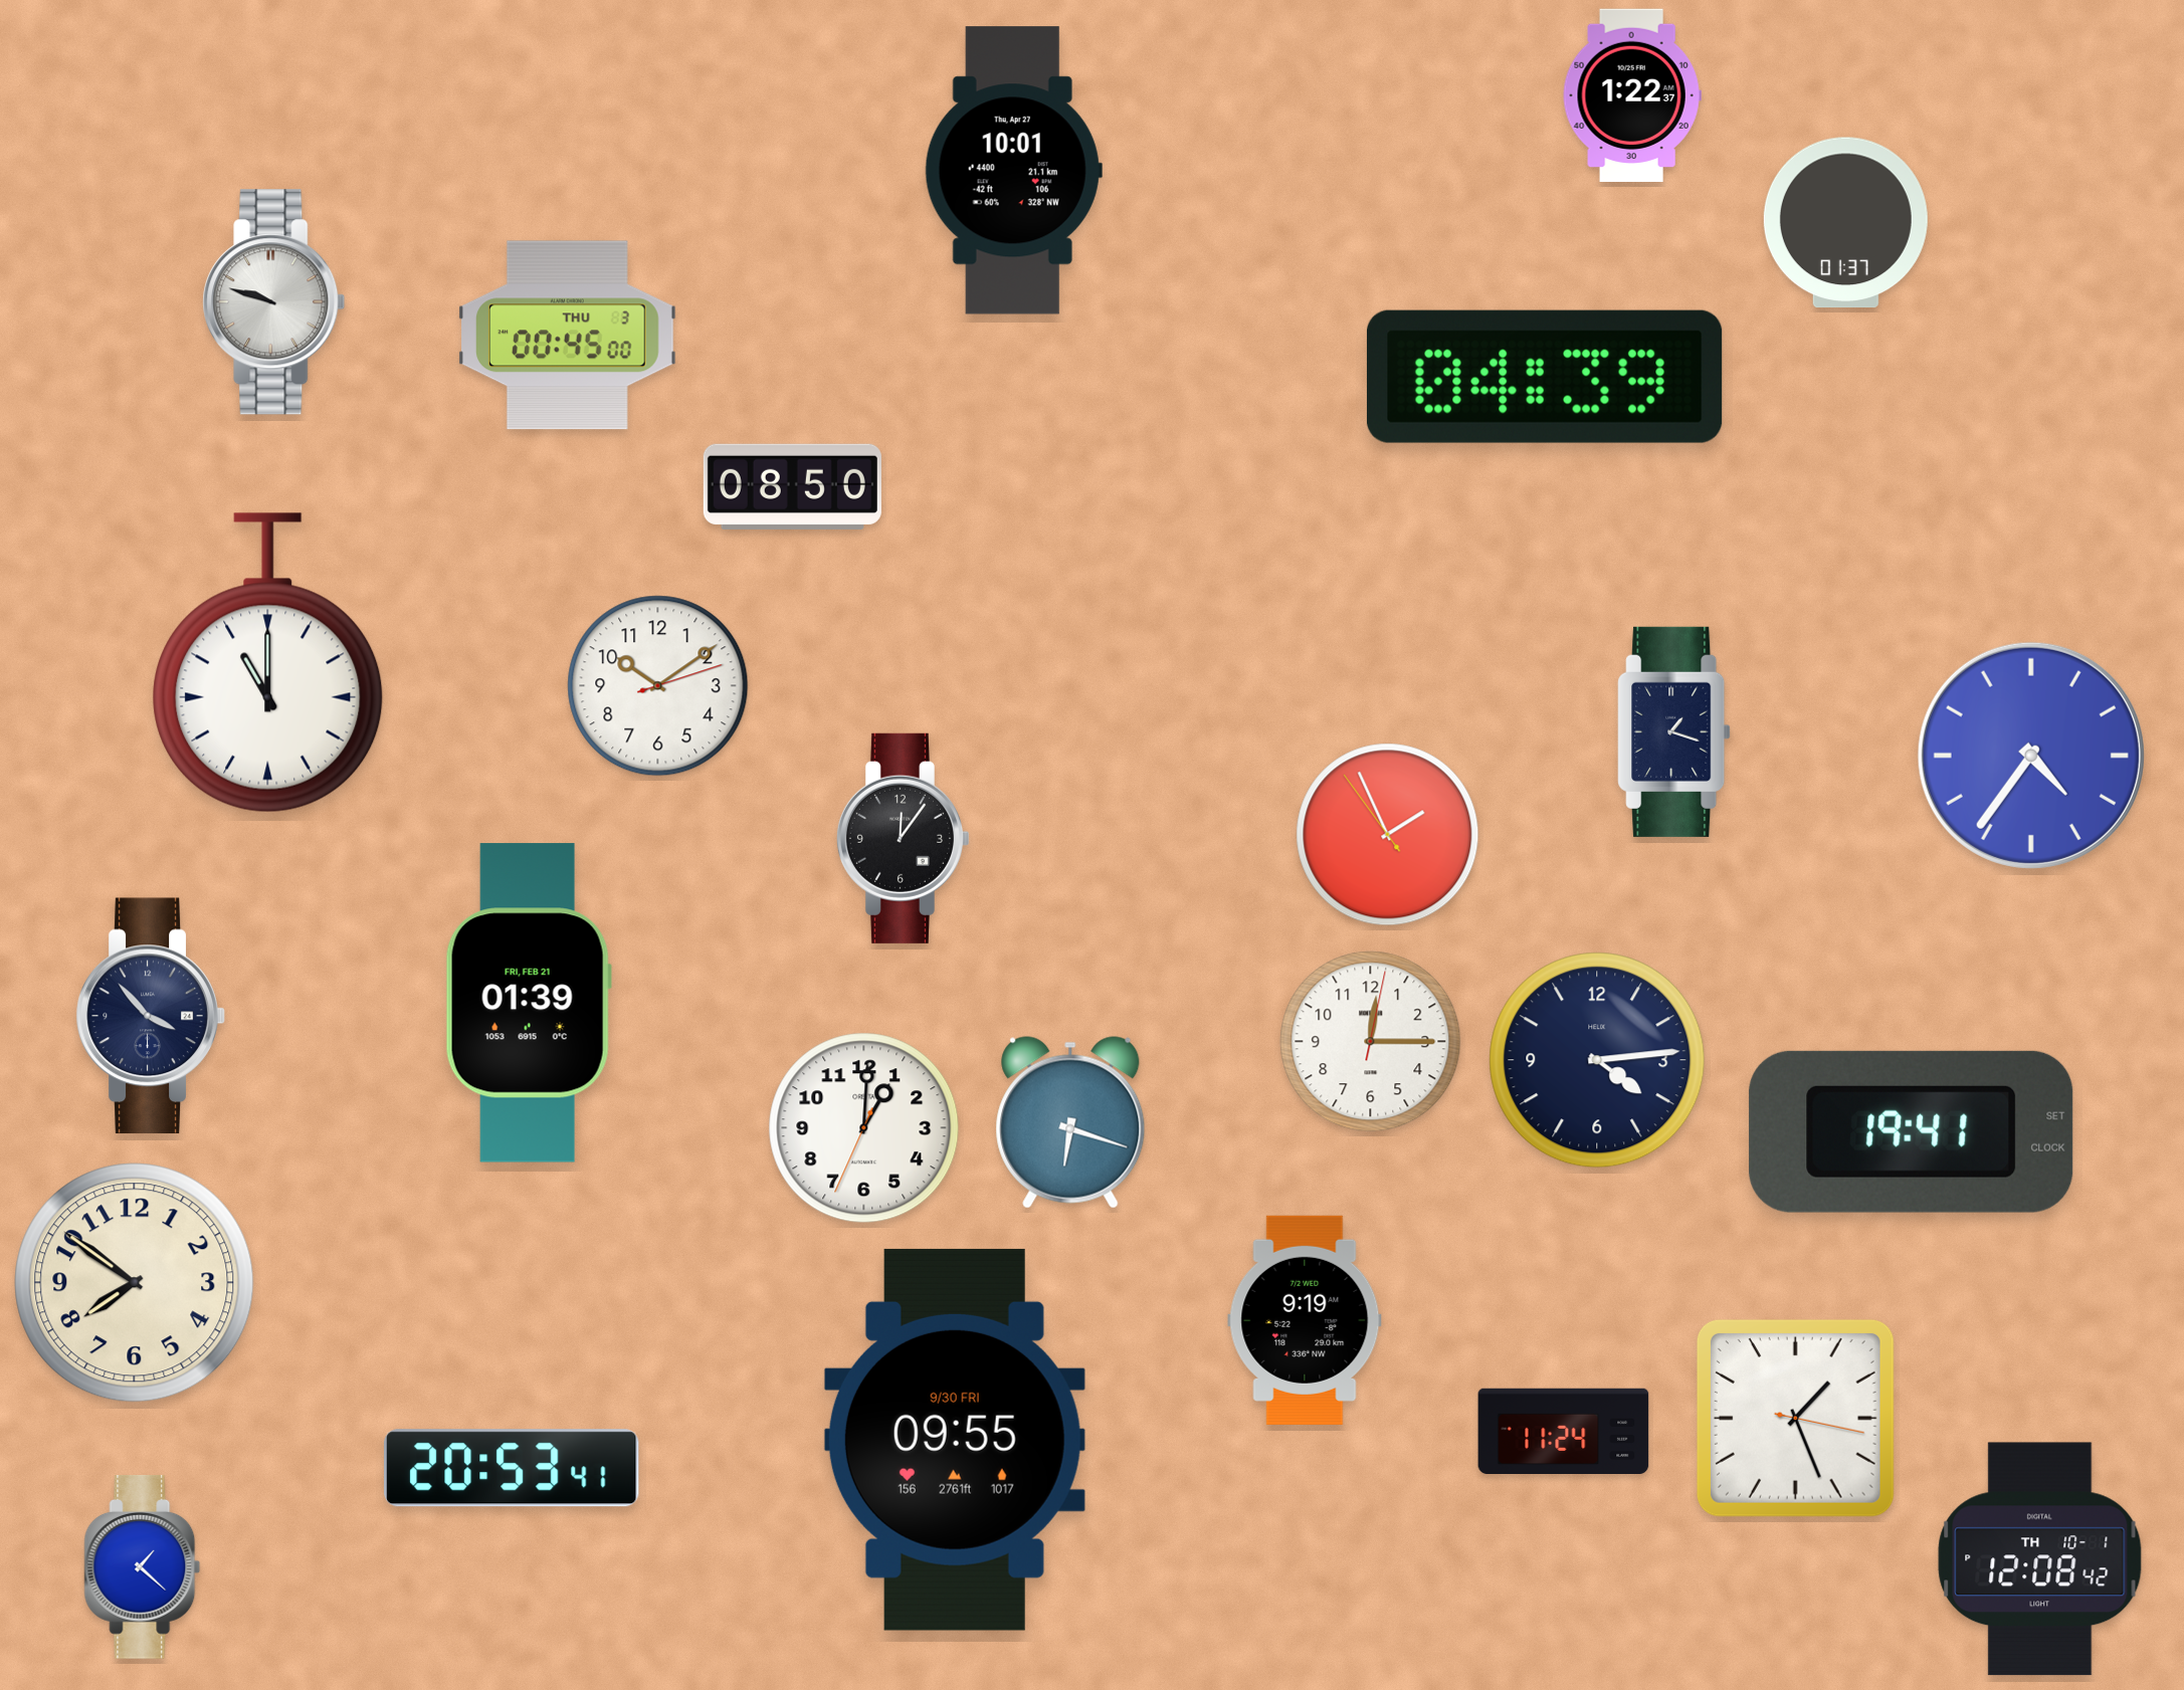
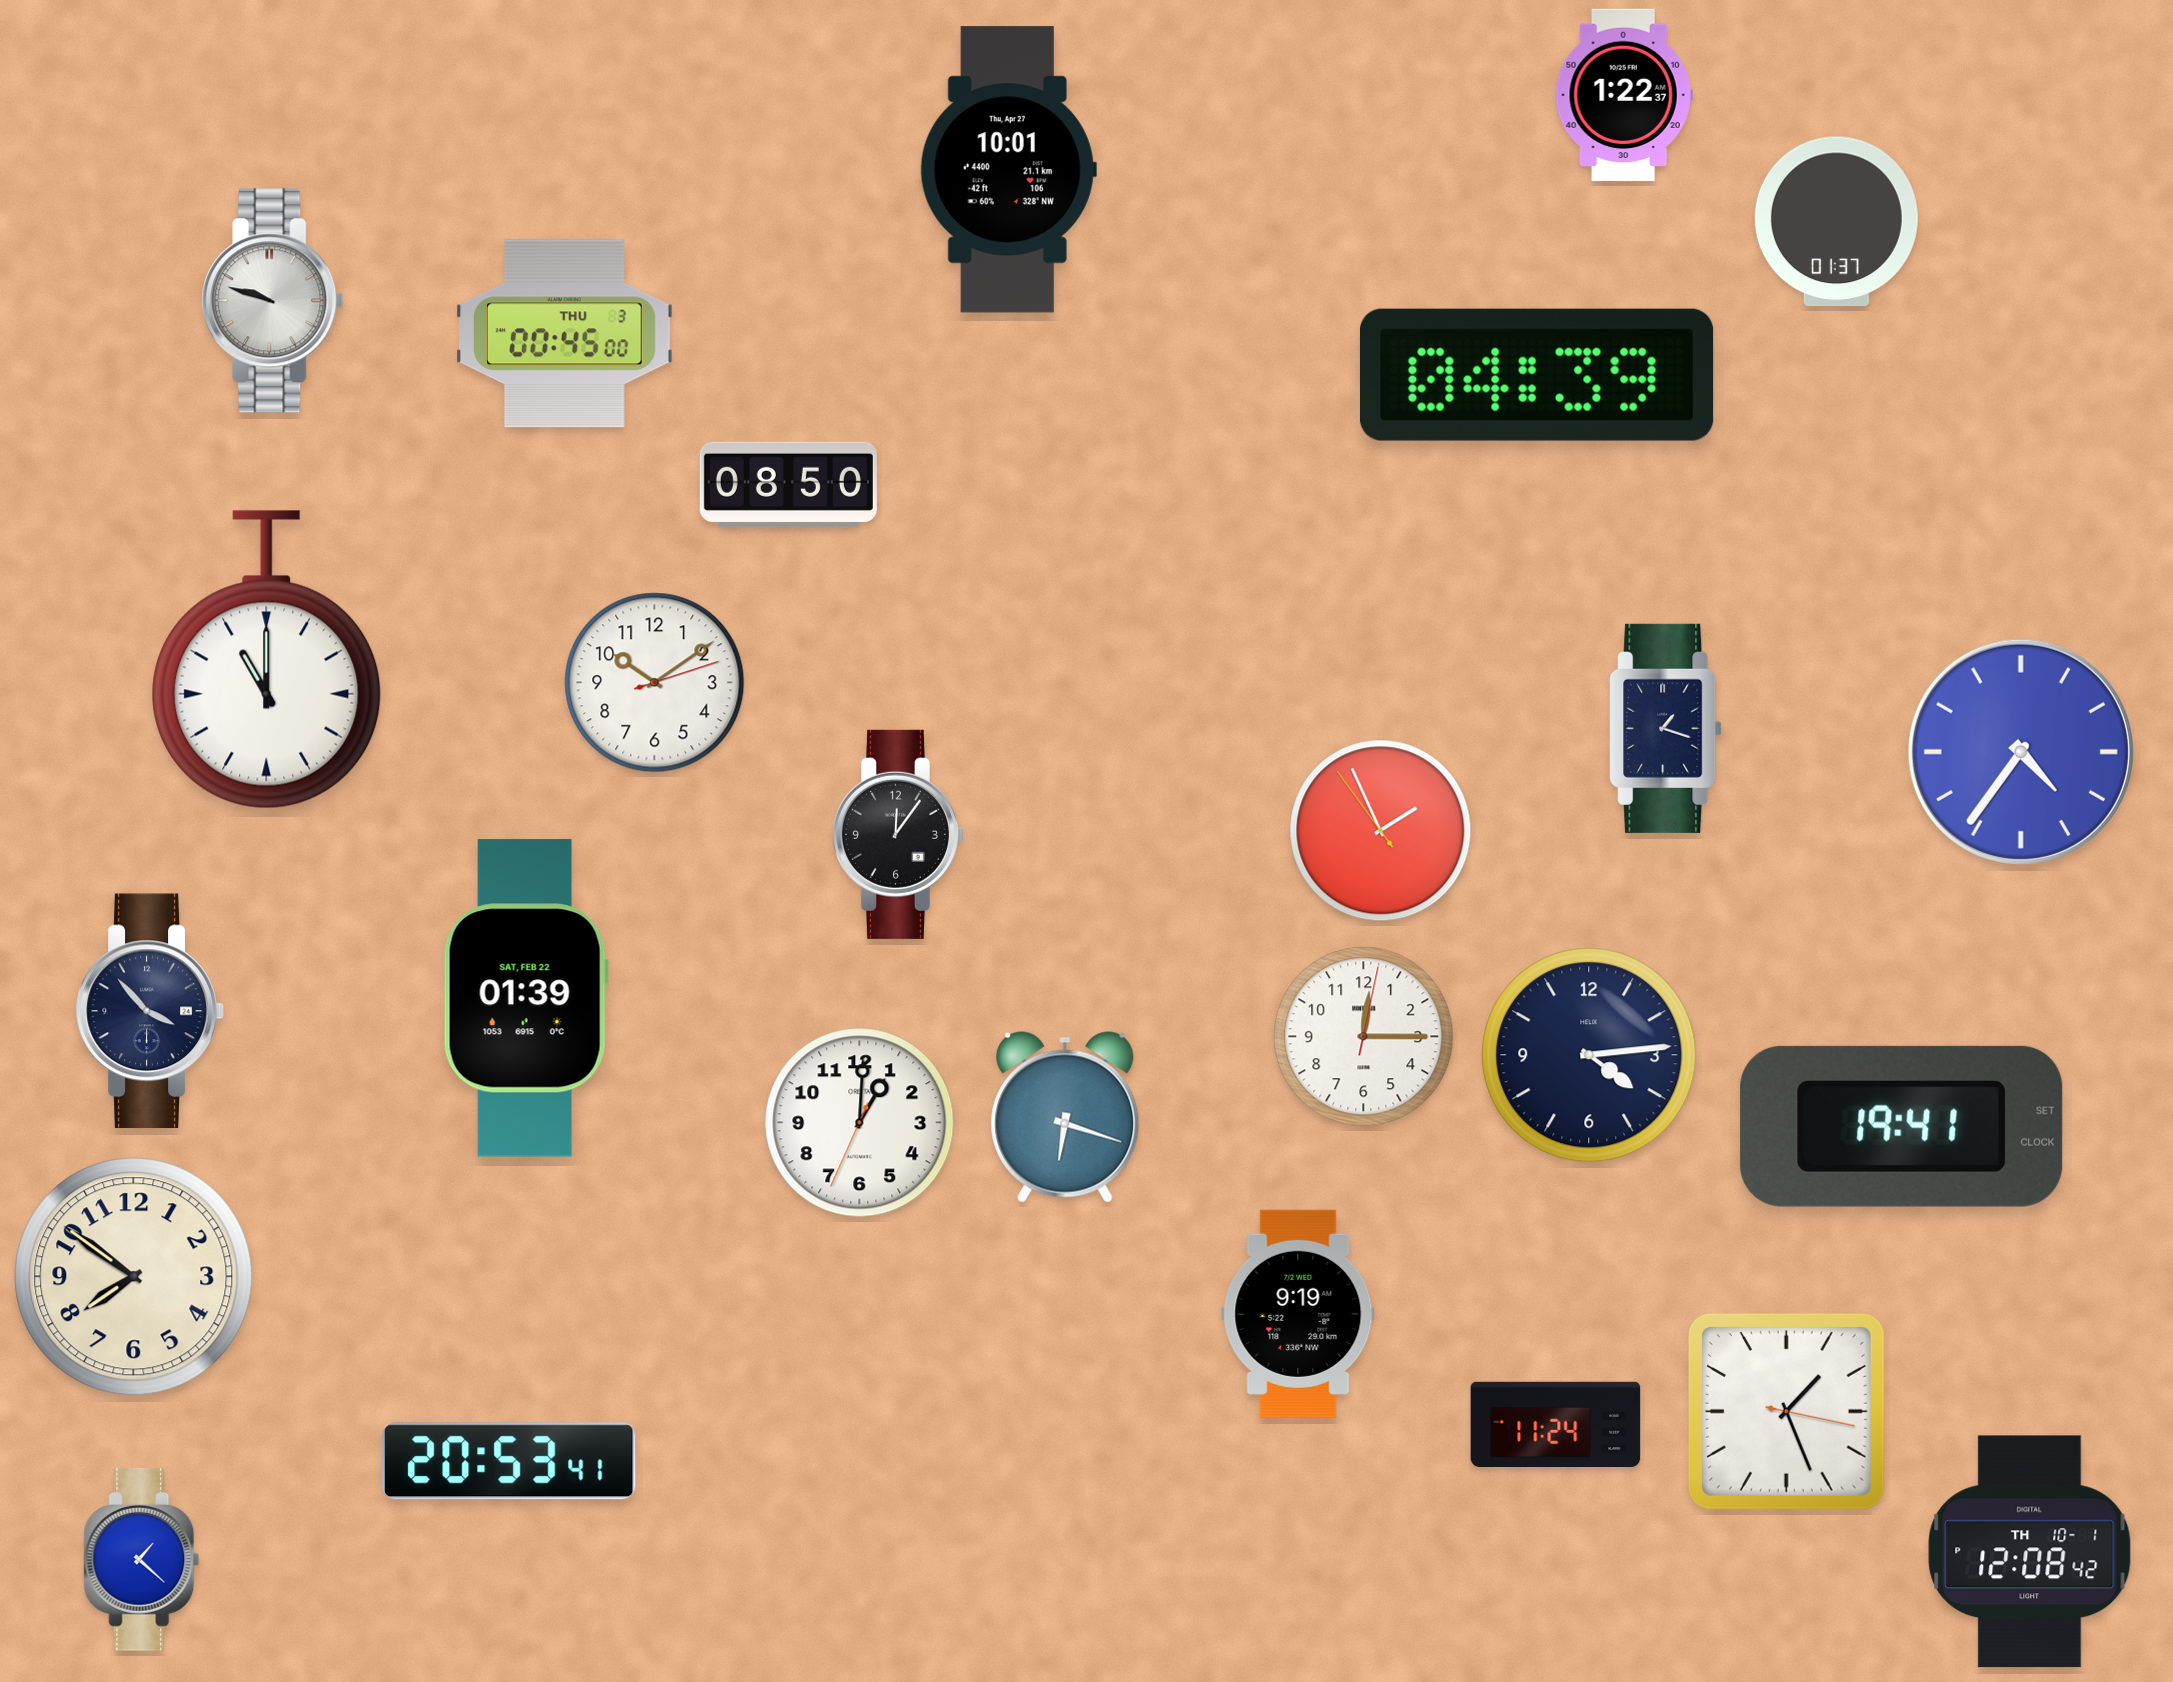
clock at (529, 1003) date: FRI, FEB 21 -> SAT, FEB 22
clock at (955, 1440): 09:55 -> none
